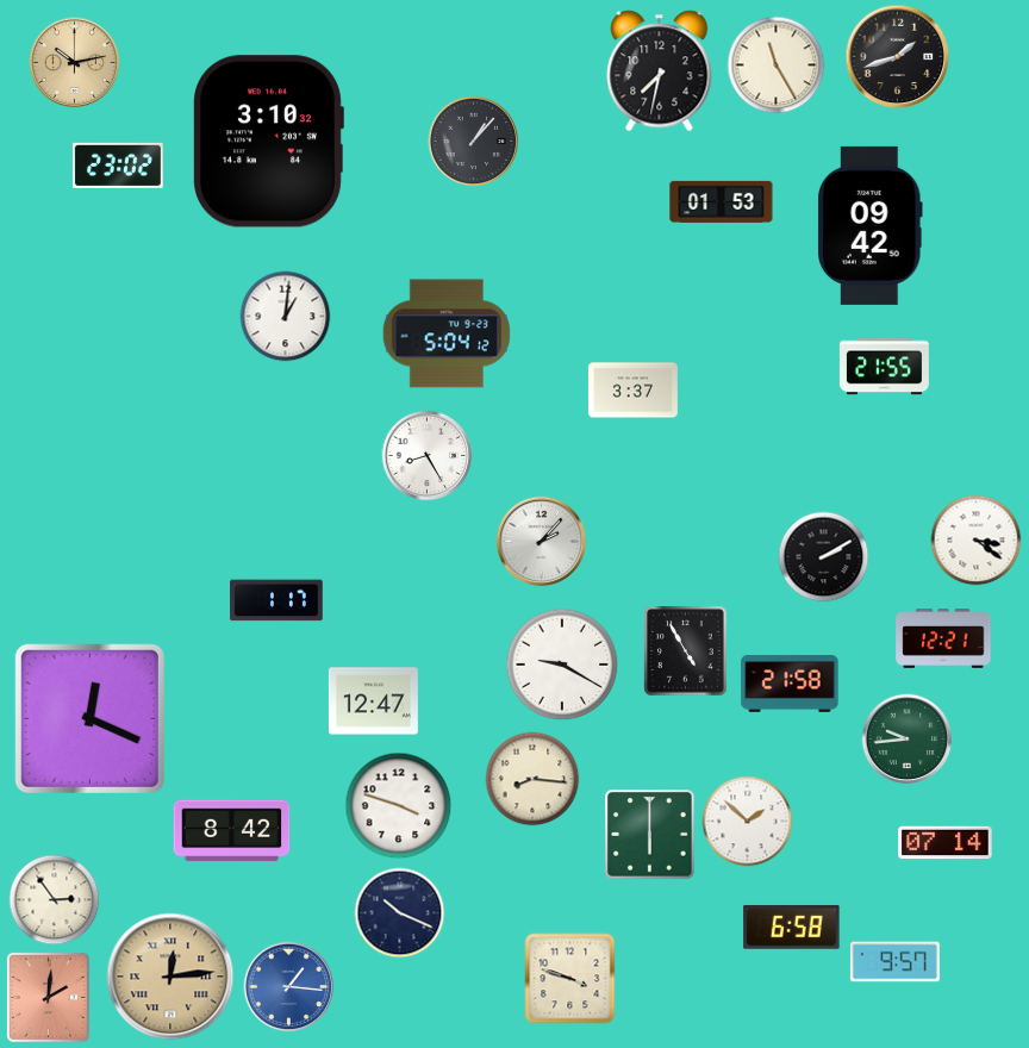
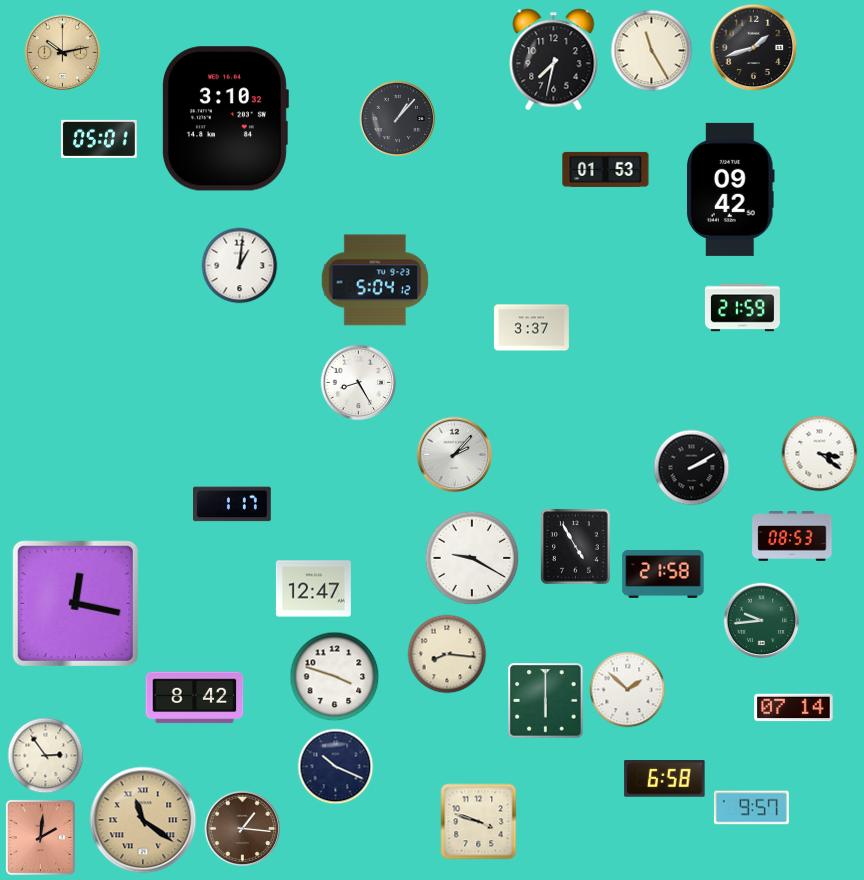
clock at (777, 65) position: (777, 65) -> (652, 51)
clock at (118, 166): 23:02 -> 05:01
clock at (884, 367): 21:55 -> 21:59
clock at (943, 640): 12:21 -> 08:53
clock at (89, 718): 12:19 -> 12:17
clock at (170, 977): 12:14 -> 11:21
clock at (289, 987) dial: blue -> brown
